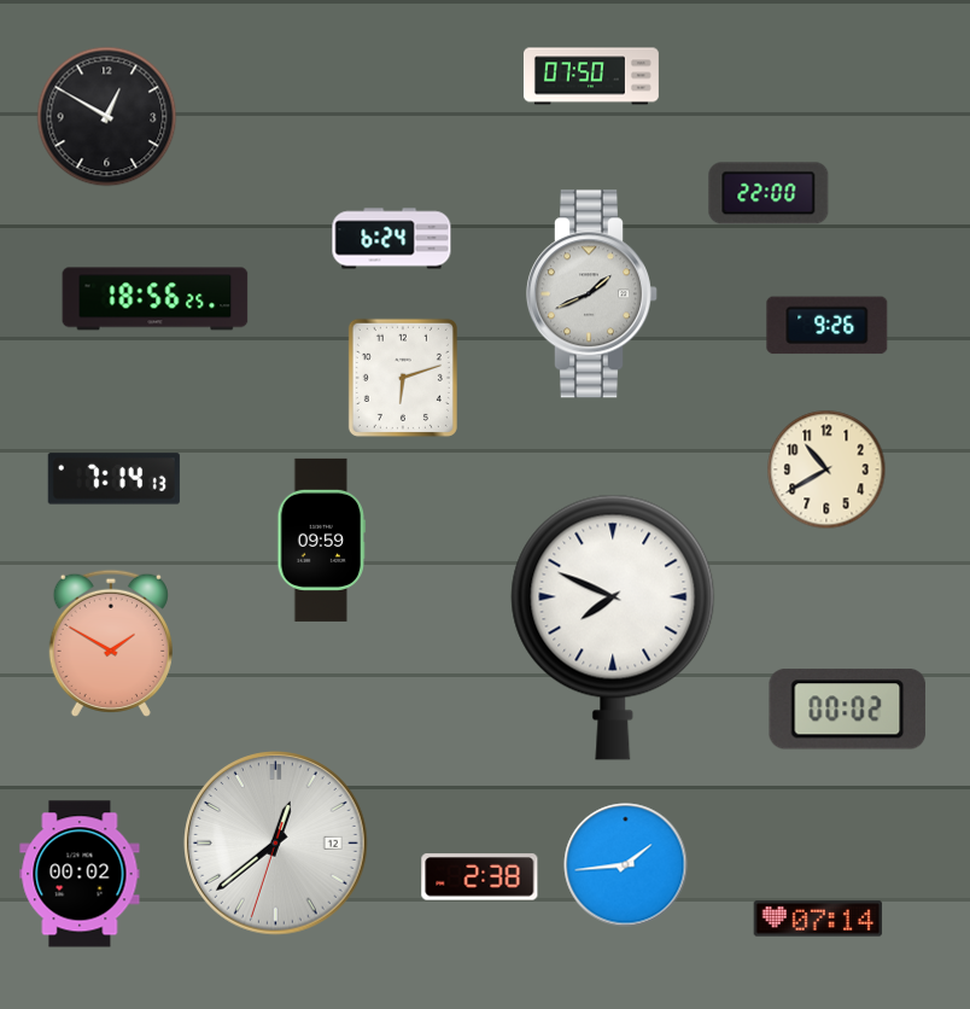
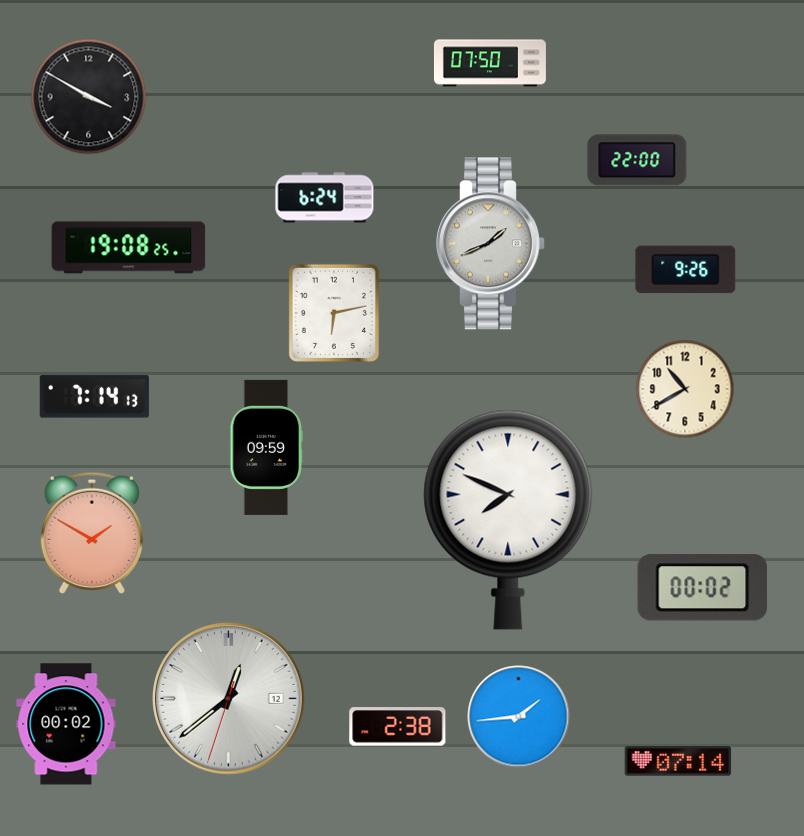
clock at (107, 117): 12:50 -> 3:50
clock at (156, 299): 18:56 -> 19:08
clock at (403, 378): 6:12 -> 6:13
